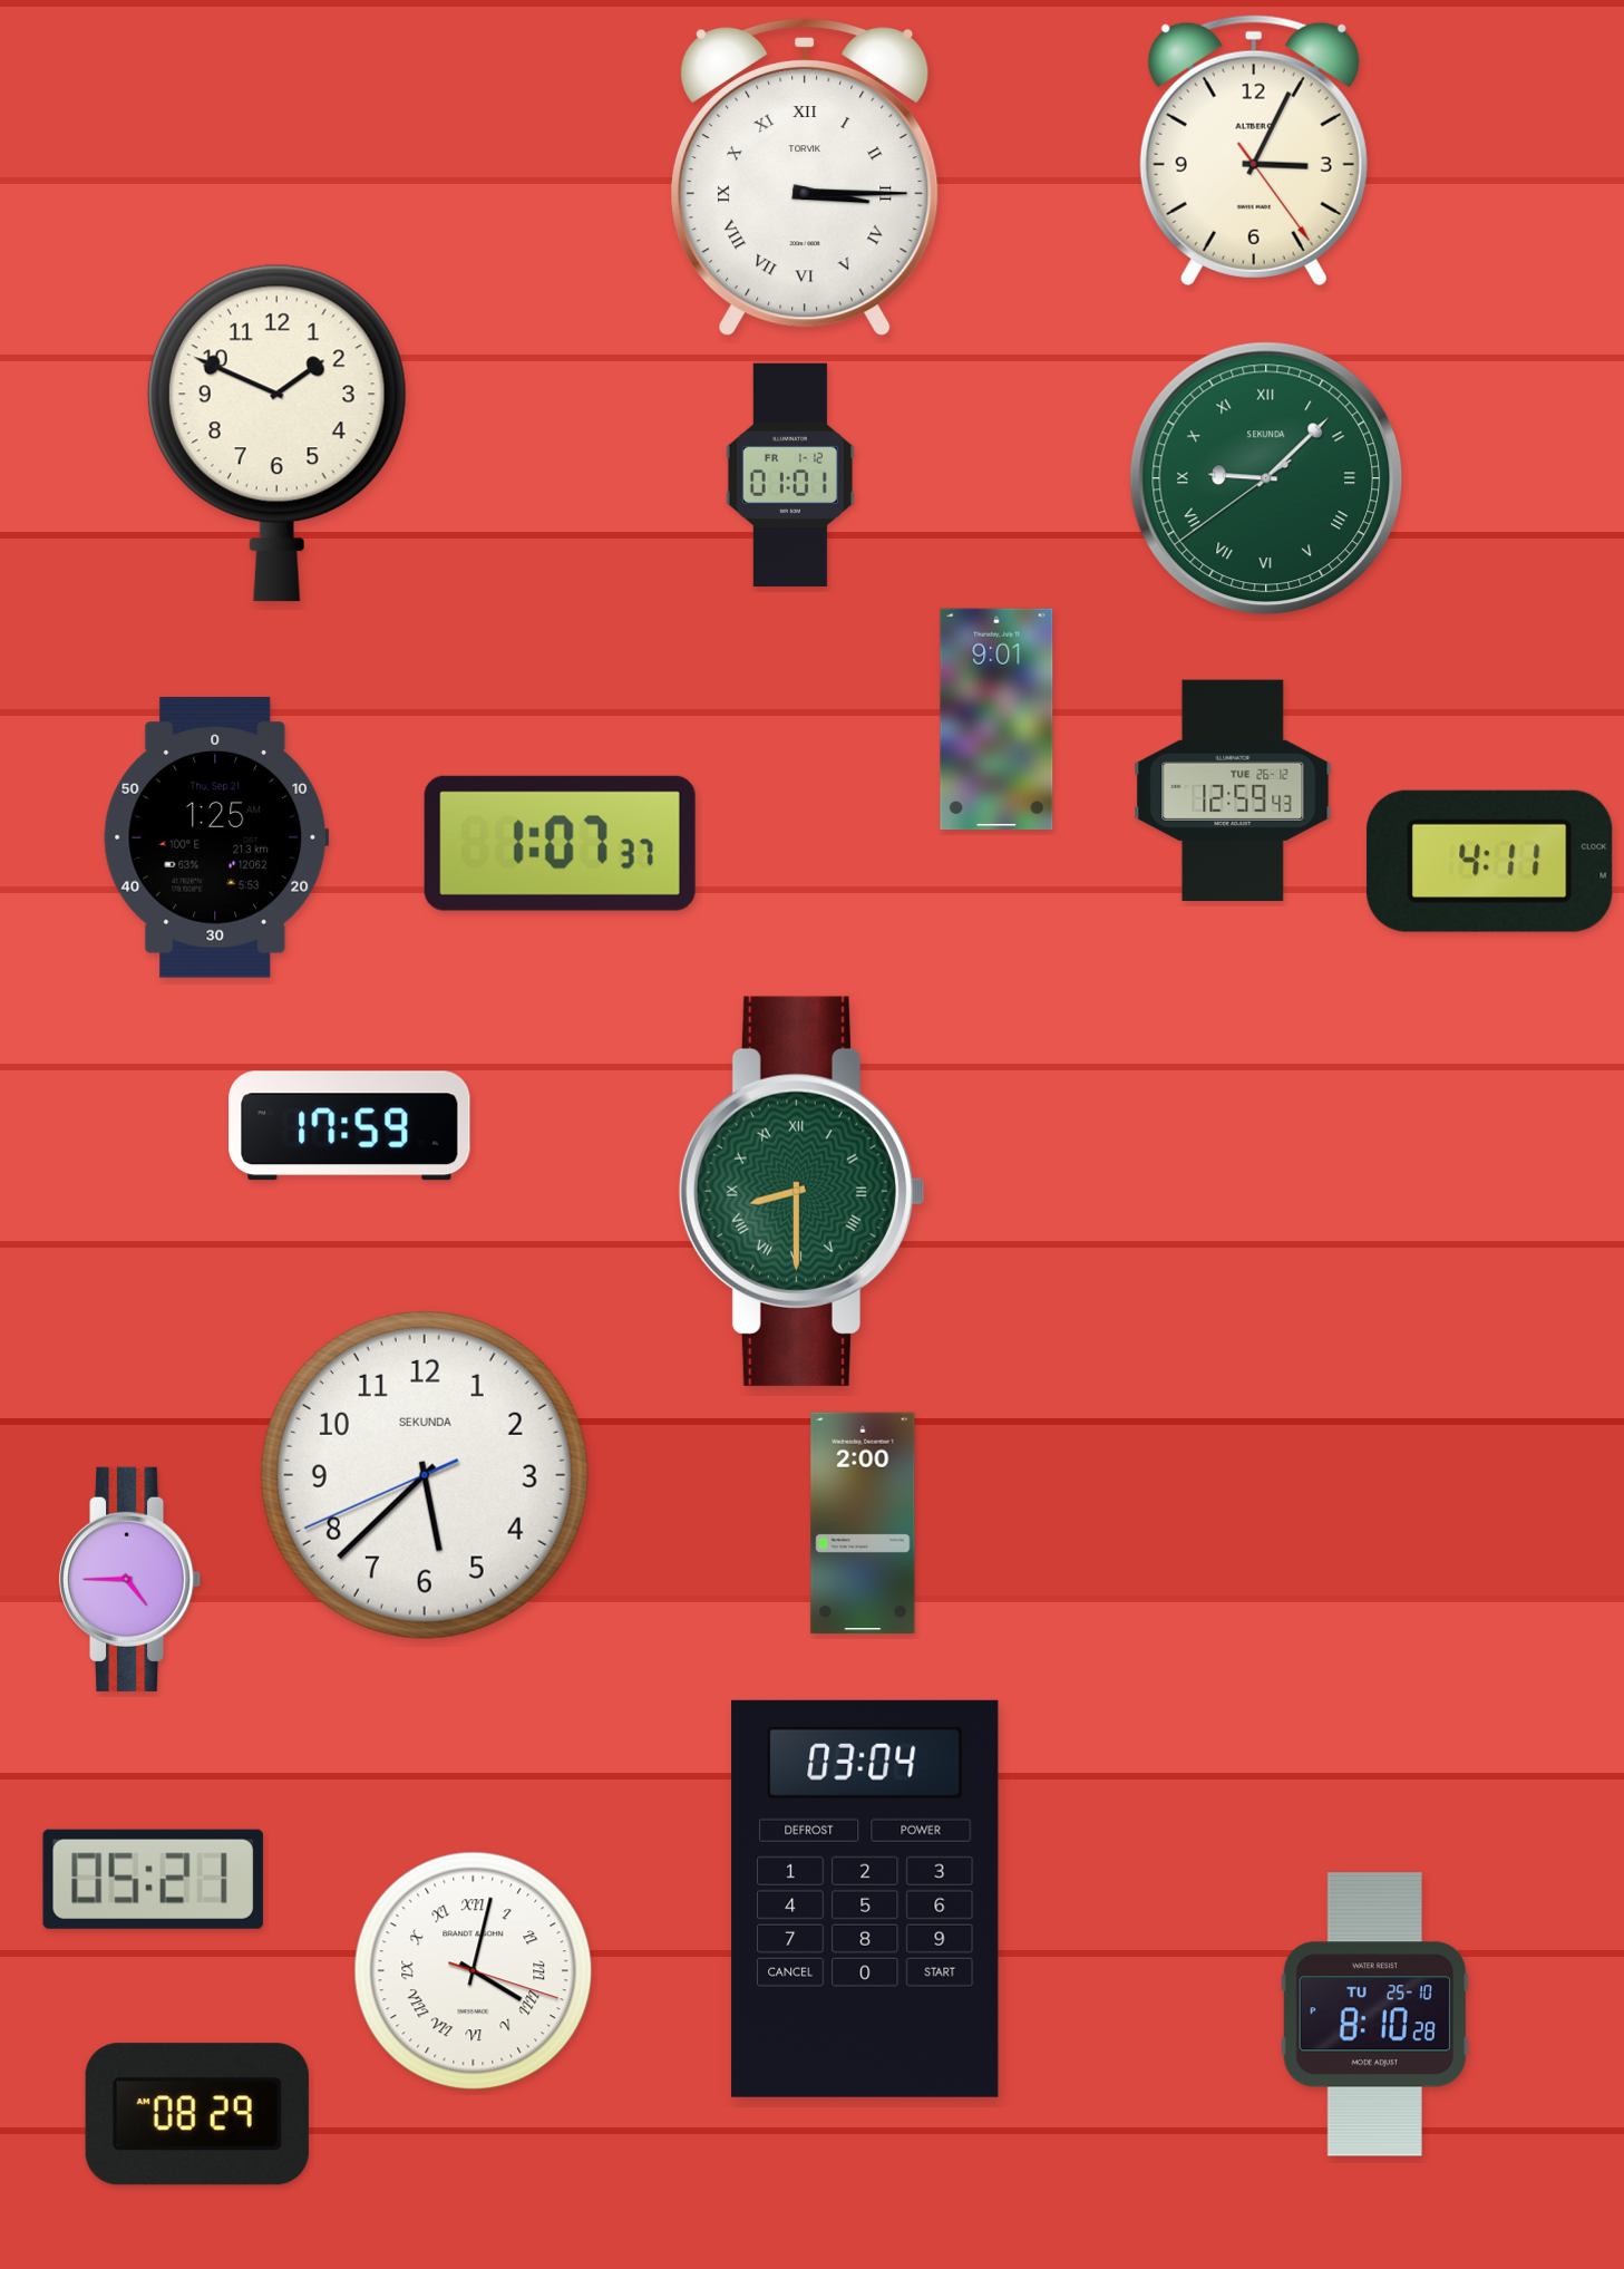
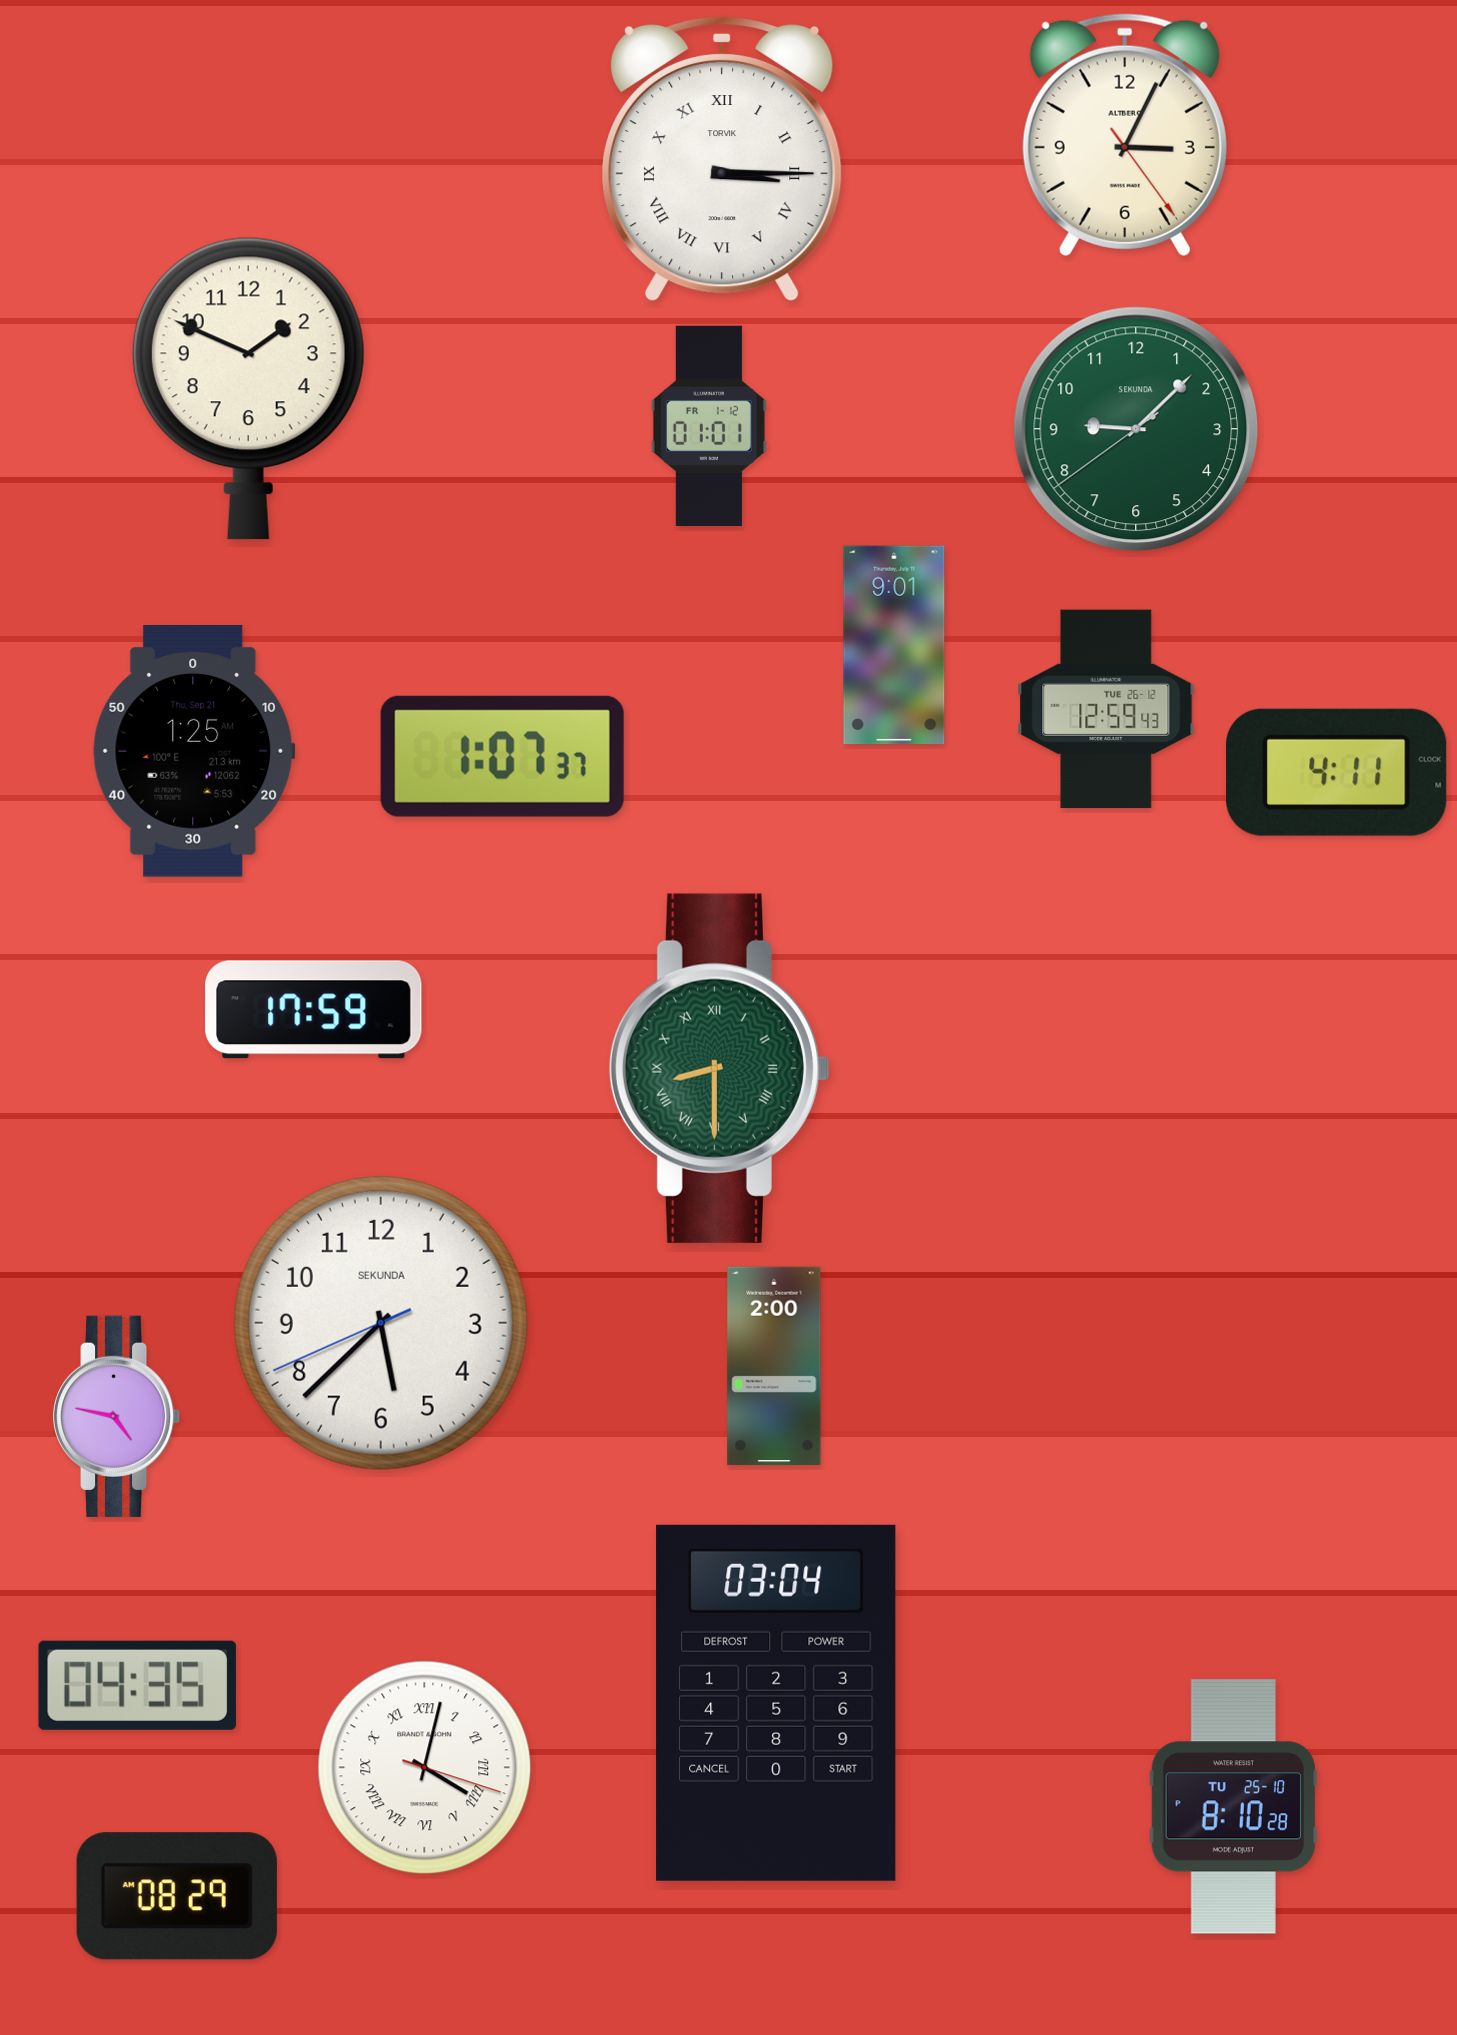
clock at (1266, 478) numerals: Roman -> Arabic
clock at (130, 1579): 4:45 -> 4:47
clock at (153, 1879): 05:21 -> 04:35
